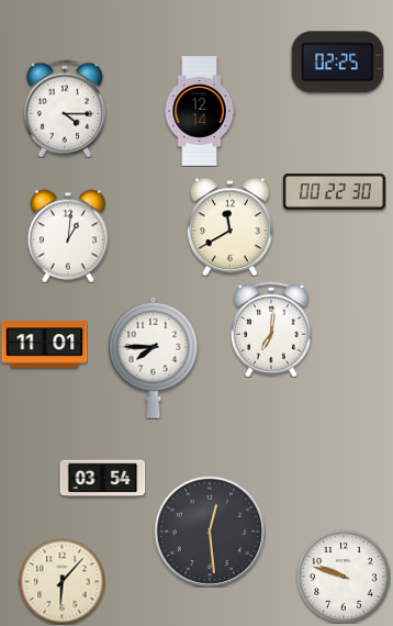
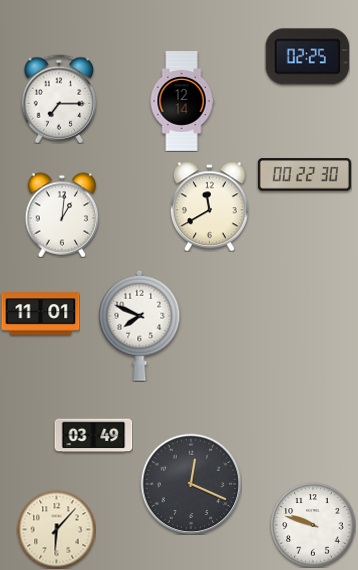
clock at (65, 109): 4:15 -> 7:15
clock at (271, 329): 7:01 -> none
clock at (154, 357): 7:45 -> 7:49
clock at (102, 479): 03:54 -> 03:49
clock at (210, 532): 12:29 -> 12:19
